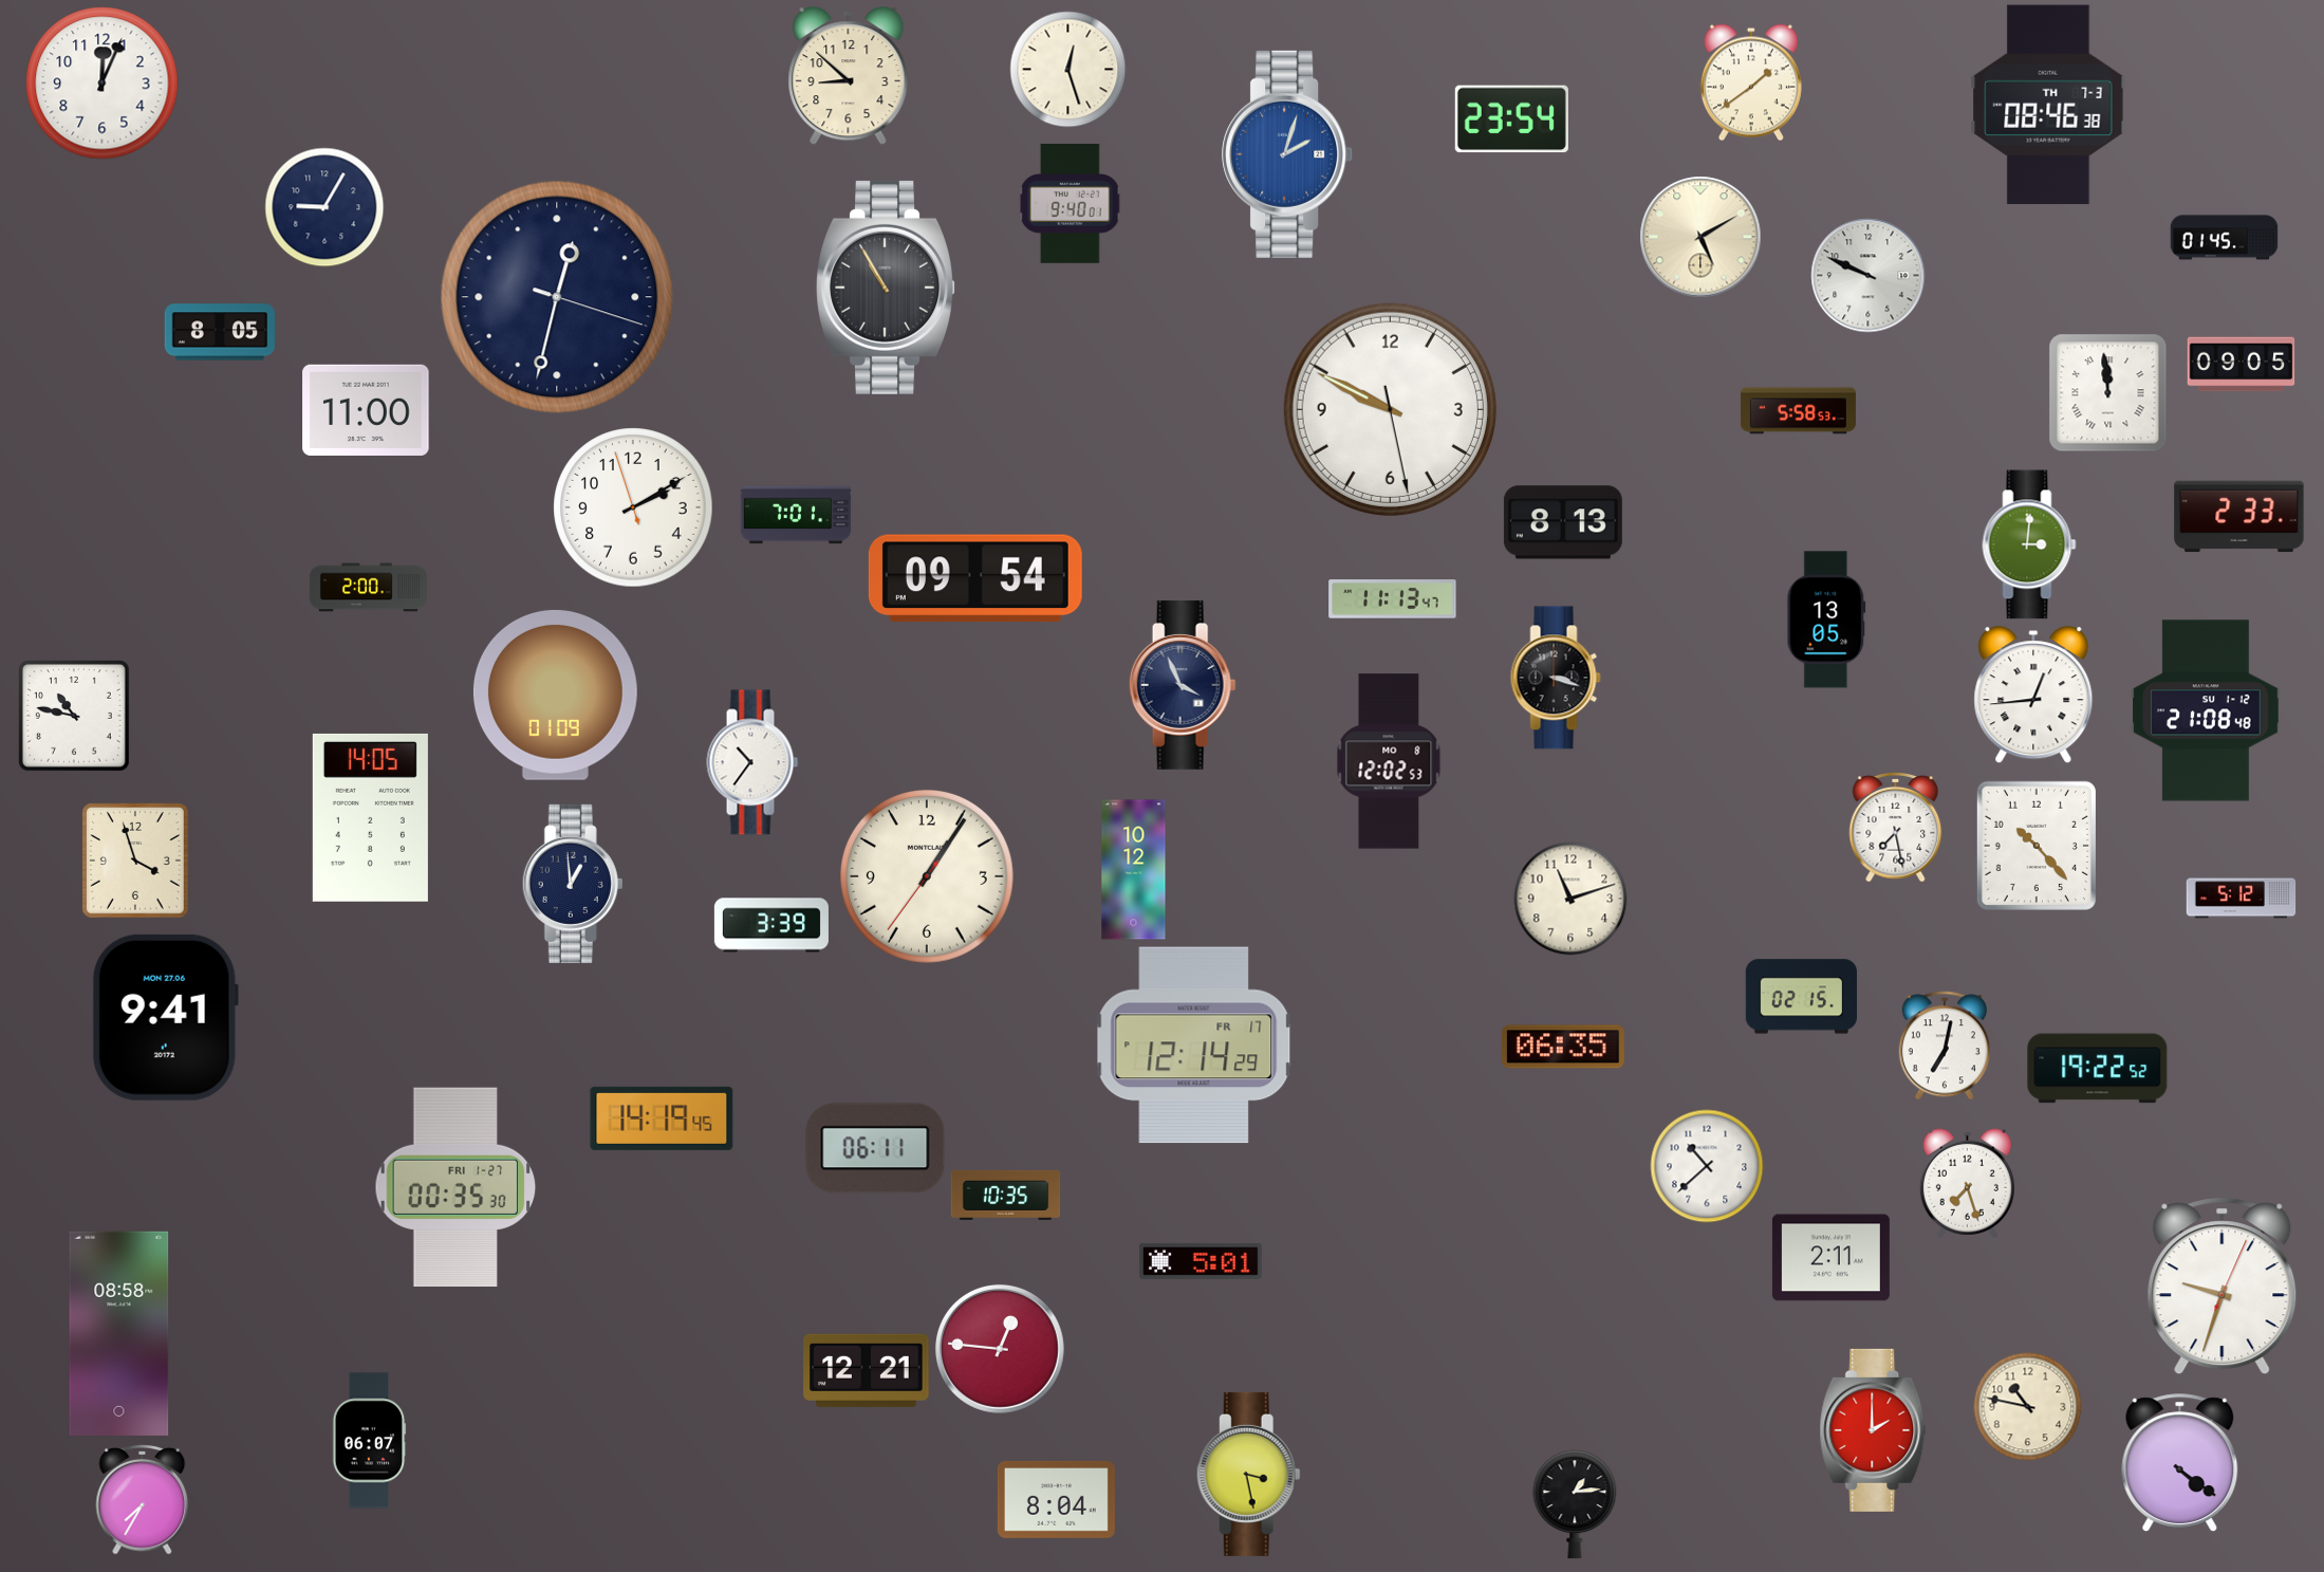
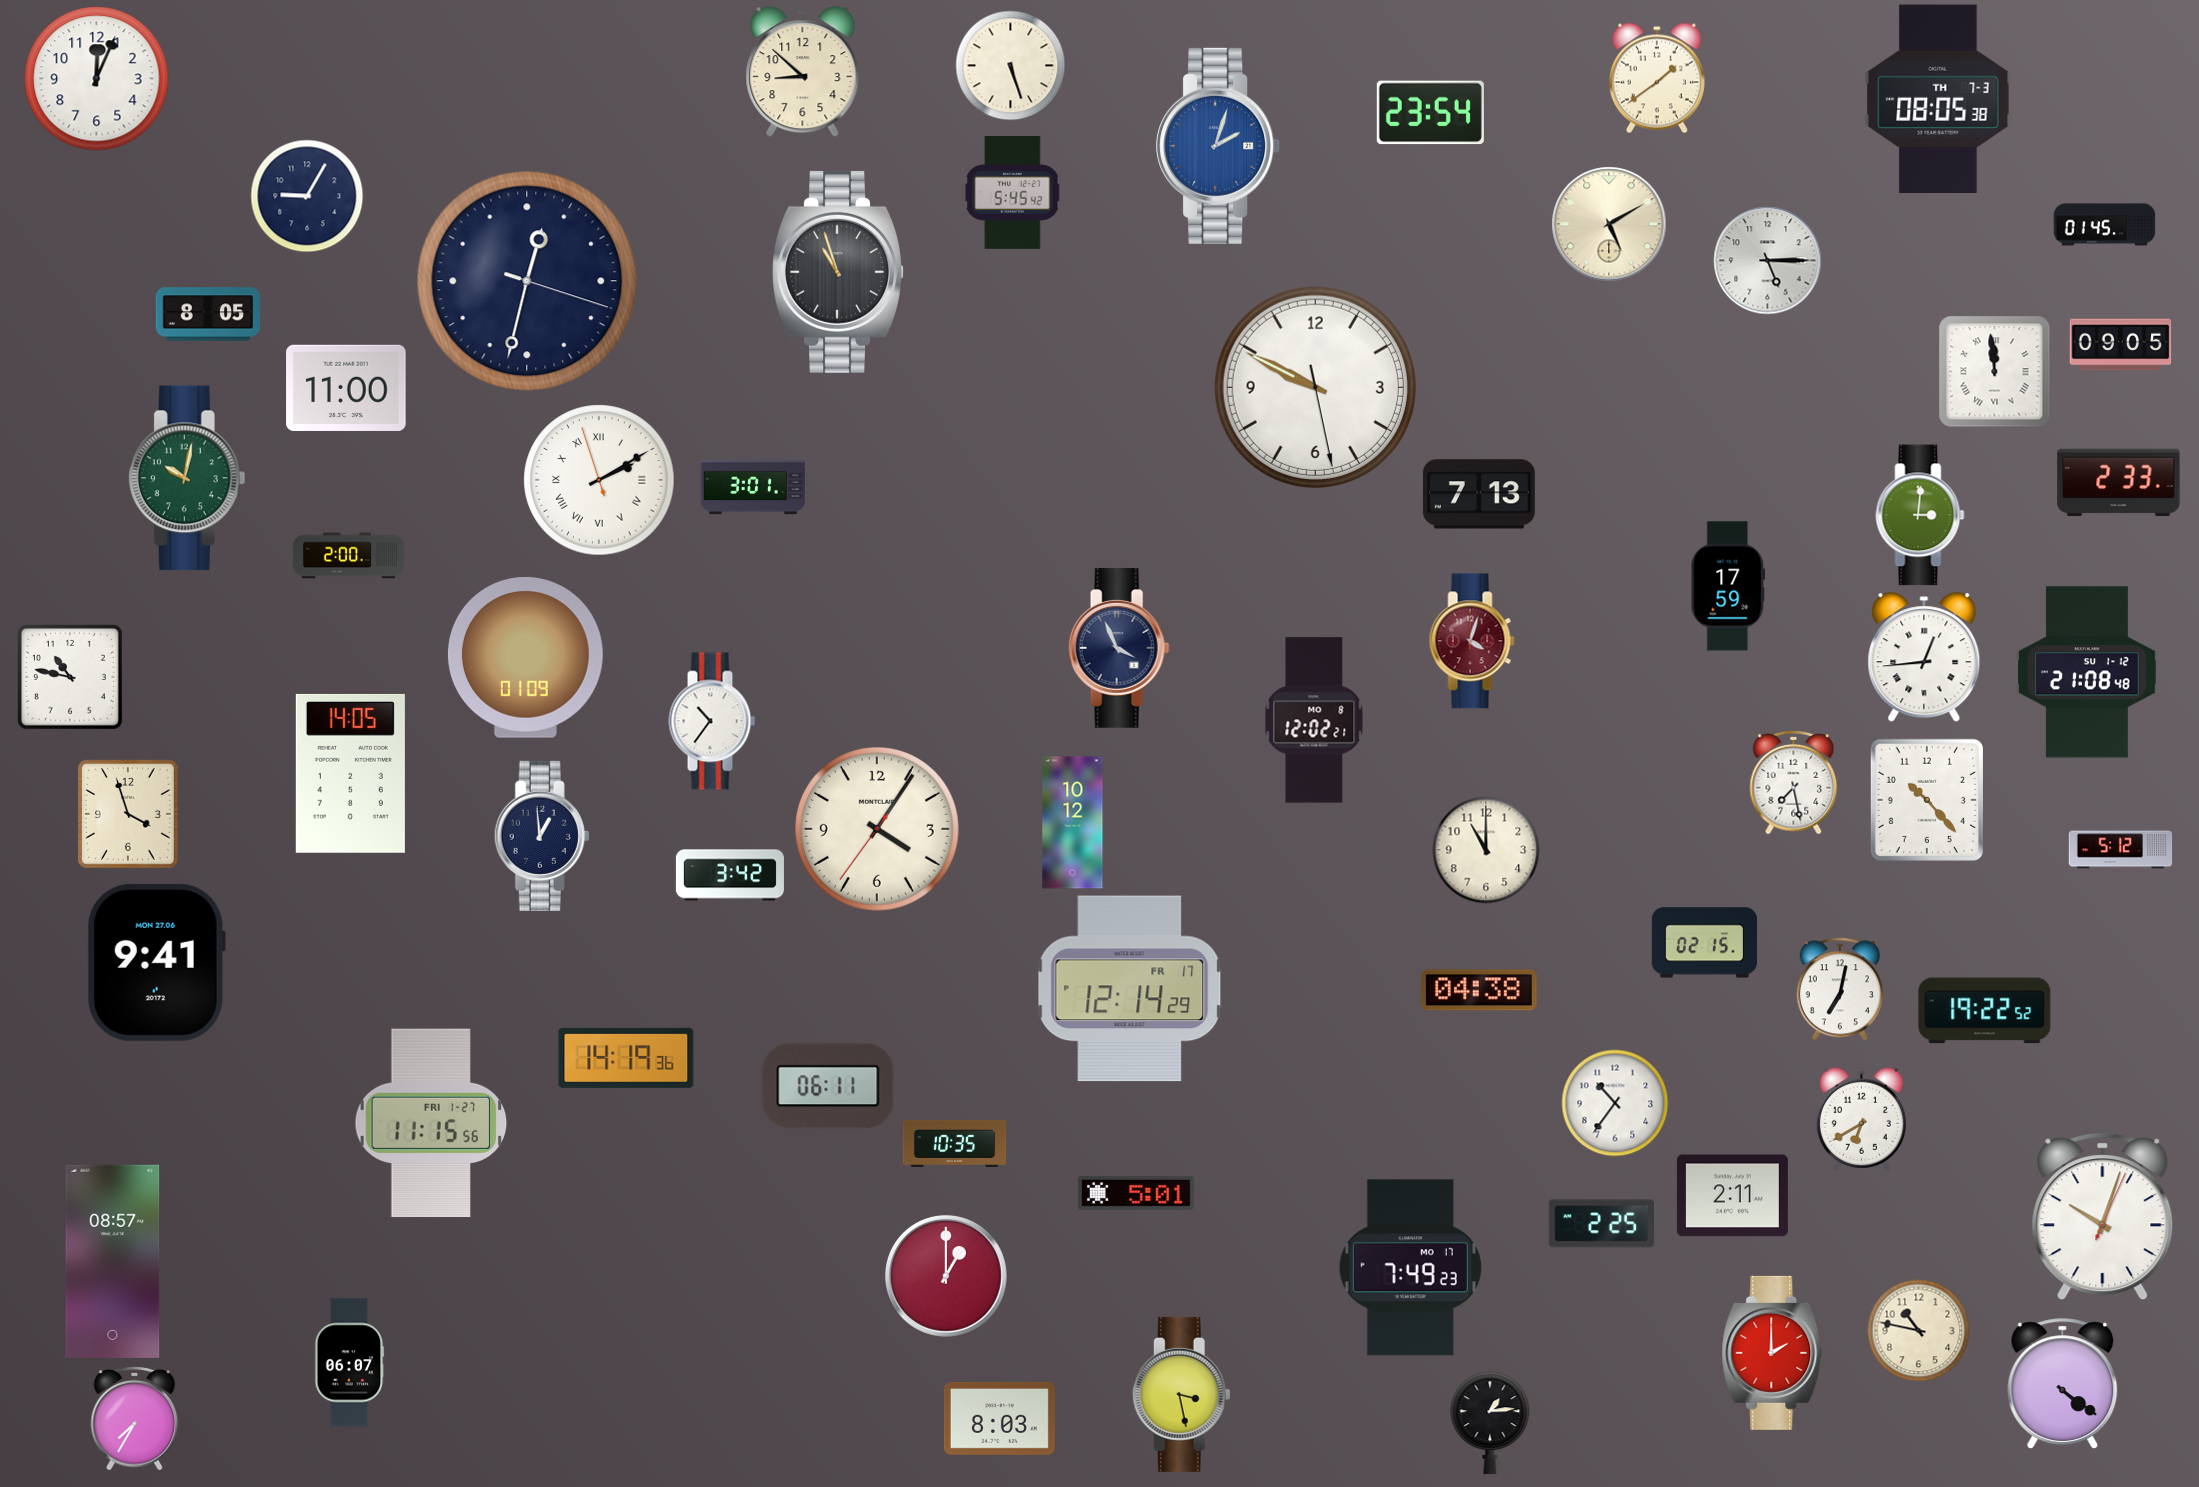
clock at (1068, 70): 12:27 -> 5:27
clock at (2048, 105): 08:46 -> 08:05
clock at (1071, 203): 9:40 -> 5:45
clock at (1869, 276): 9:49 -> 5:15
clock at (886, 288): 10:55 -> 10:57
clock at (1798, 411): 5:58 -> none
clock at (187, 478): none -> 10:02
clock at (633, 507) numerals: Arabic -> Roman
clock at (796, 515): 7:01 -> 3:01
clock at (2239, 517) position: (2239, 517) -> (2119, 483)
clock at (1563, 522): 8:13 -> 7:13
clock at (975, 578): 09:54 -> none
clock at (1393, 599): 11:13 -> none
clock at (1826, 619): 13:05 -> 17:59
clock at (1556, 678): 3:18 -> 4:03
clock at (1556, 678) dial: black -> burgundy
clock at (1389, 761): 12:02:53 -> 12:02:21
clock at (927, 876): 1:05 -> 4:05
clock at (1570, 899): 11:12 -> 11:00
clock at (771, 925): 3:39 -> 3:42
clock at (1564, 1047): 06:35 -> 04:38
clock at (662, 1118): 14:19:45 -> 14:19:36
clock at (1707, 1166): 10:38 -> 10:36
clock at (1967, 1184): 7:27 -> 6:40
clock at (455, 1187): 00:35 -> 11:15
clock at (1006, 1195) position: (1006, 1195) -> (955, 1143)
clock at (1830, 1258) position: (1830, 1258) -> (1732, 1196)
clock at (2223, 1287): 9:33 -> 10:03
clock at (1601, 1224): none -> 2:25
clock at (119, 1333): 08:58 -> 08:57
clock at (1410, 1268): none -> 7:49
clock at (1000, 1349): 12:46 -> 1:00
clock at (867, 1370): 12:21 -> none
clock at (1056, 1499): 8:04 -> 8:03
